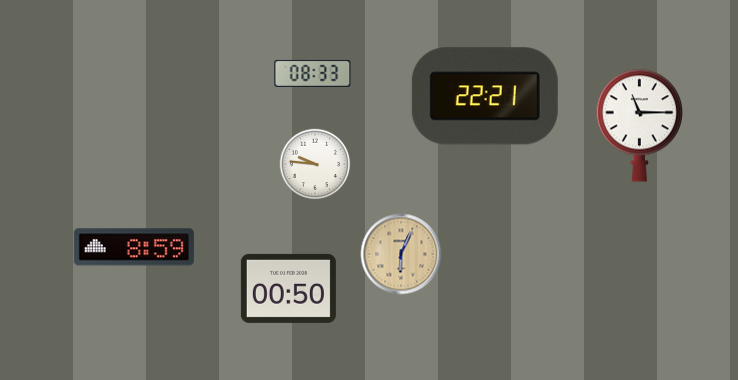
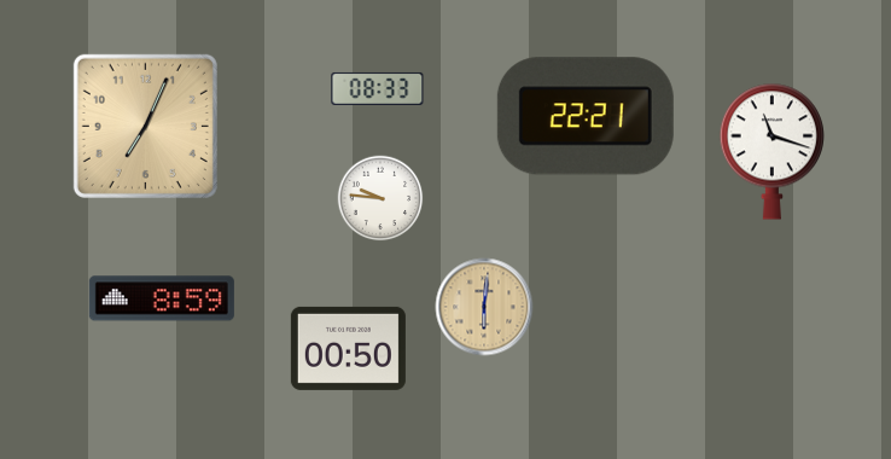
clock at (145, 126): none -> 7:04
clock at (639, 125): 11:15 -> 11:18
clock at (401, 254): 6:04 -> 6:01
